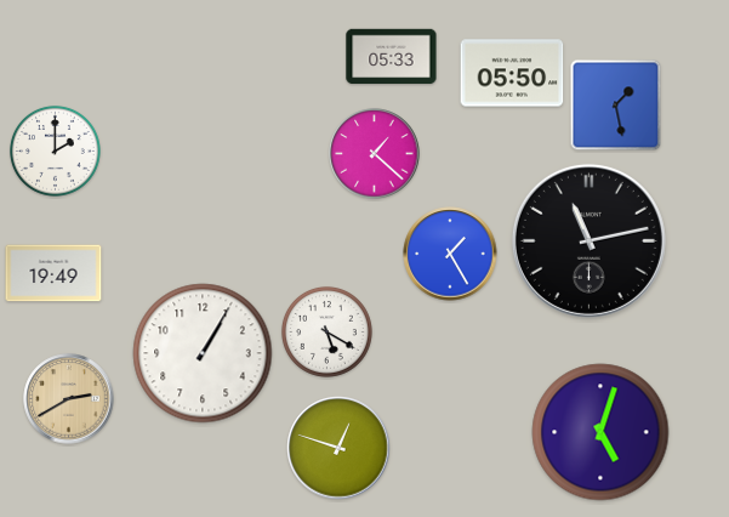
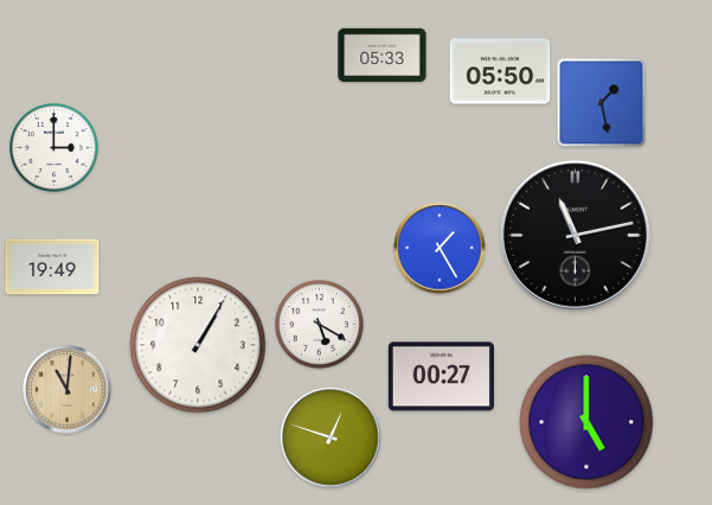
clock at (56, 152): 2:00 -> 3:00
clock at (375, 154): 1:22 -> none
clock at (441, 377): none -> 00:27
clock at (69, 399): 2:40 -> 11:01
clock at (600, 432): 5:03 -> 5:00
